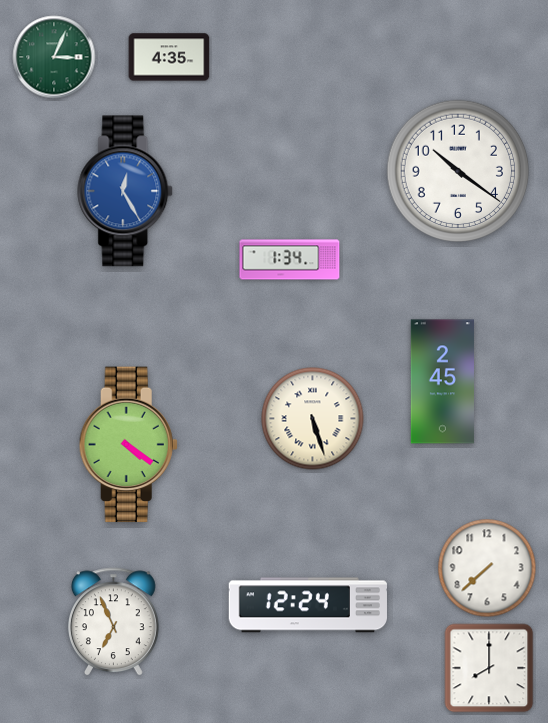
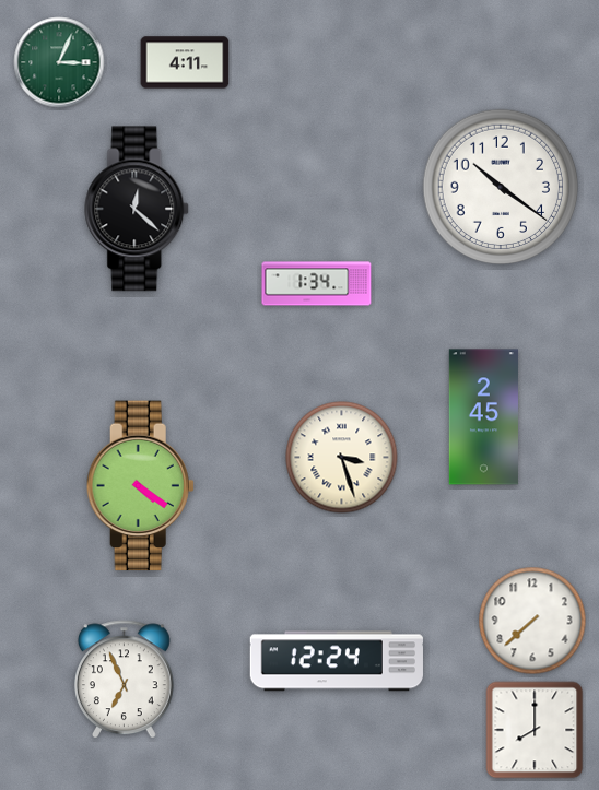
clock at (169, 57): 4:35 -> 4:11
clock at (126, 191): 12:25 -> 12:22
clock at (126, 191) dial: blue -> black
clock at (313, 419): 5:27 -> 3:27
